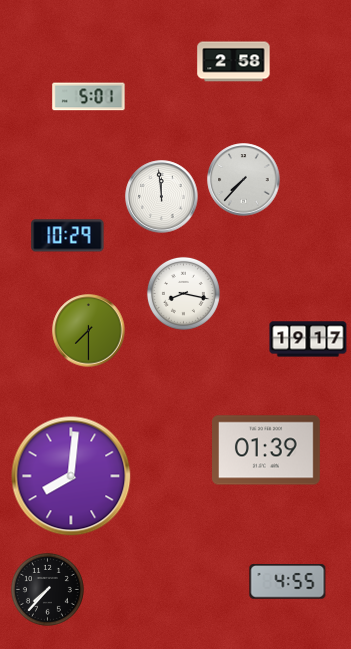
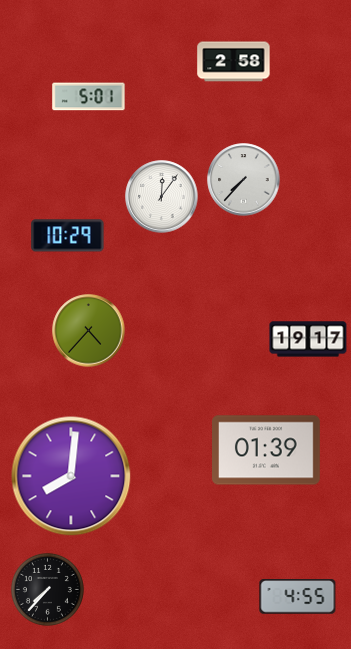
clock at (162, 197): 11:59 -> 12:06
clock at (183, 293): 8:17 -> none
clock at (89, 331): 7:30 -> 4:37
clock at (288, 582) position: (288, 582) -> (298, 597)
